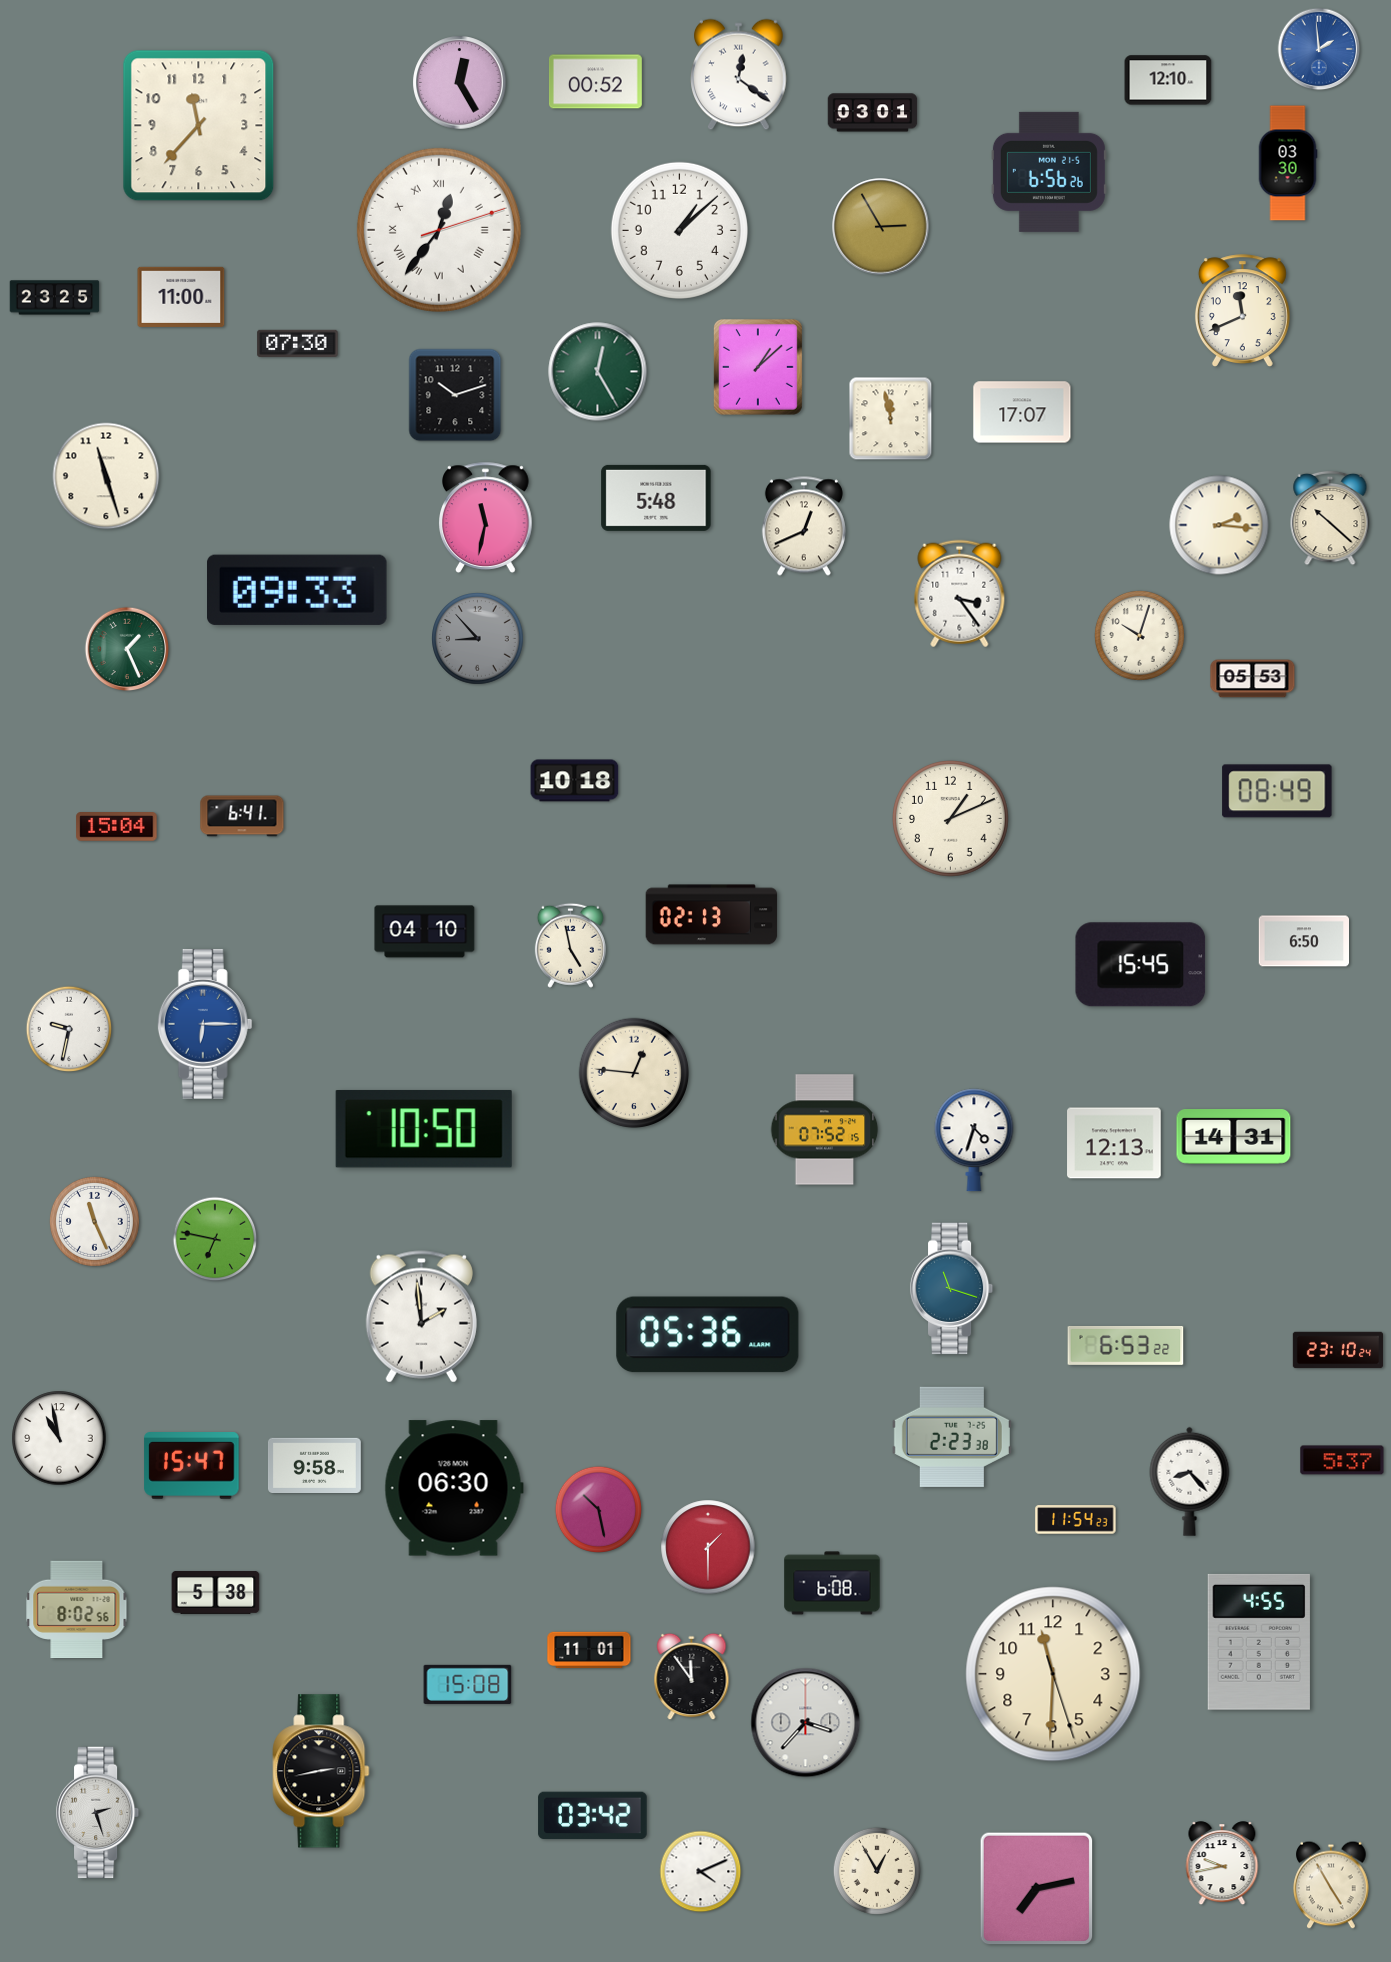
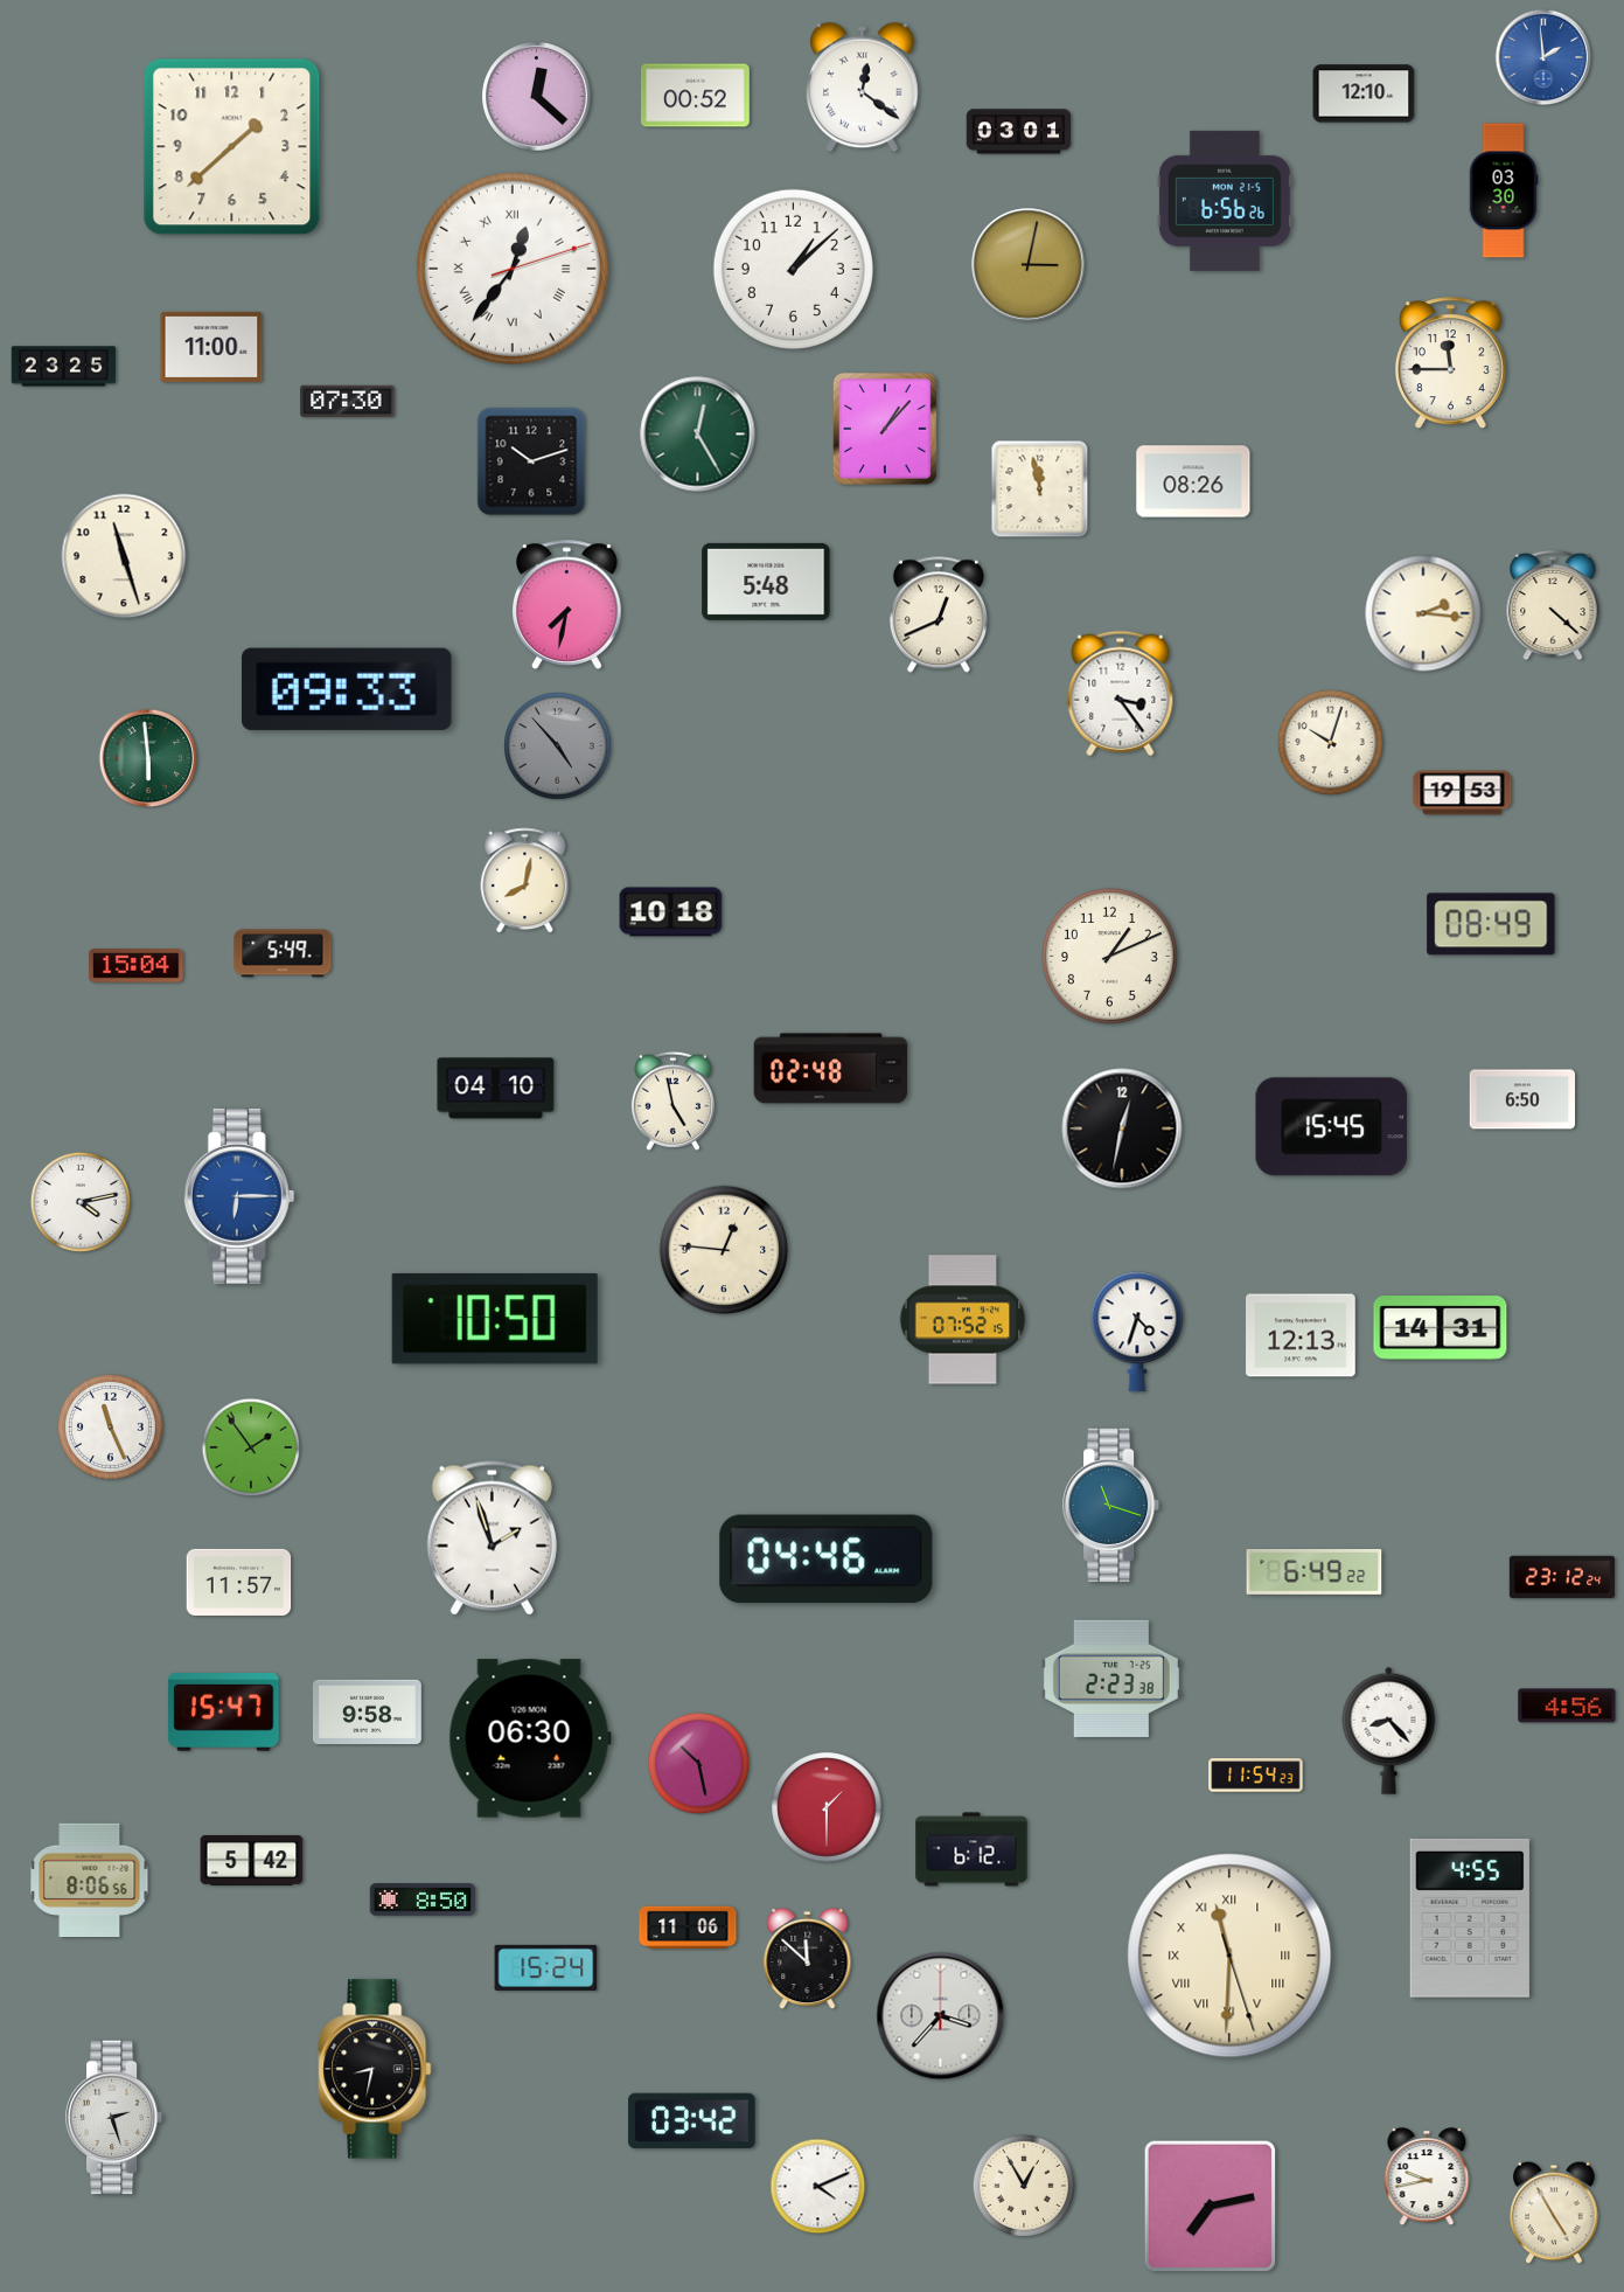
clock at (1319, 49) position: (1319, 49) -> (1543, 57)
clock at (460, 83): 12:25 -> 12:22
clock at (199, 126): 11:37 -> 1:38
clock at (881, 227): 2:55 -> 3:02
clock at (55, 298) position: (55, 298) -> (64, 367)
clock at (1242, 311): 11:41 -> 11:45
clock at (758, 367): 1:08 -> 1:07
clock at (1022, 412): 17:07 -> 08:26
clock at (486, 517): 11:32 -> 7:32
clock at (1330, 518): 10:22 -> 4:22
clock at (478, 639): 8:53 -> 4:53
clock at (127, 649): 1:26 -> 5:59
clock at (1253, 679): 05:53 -> 19:53
clock at (525, 881): none -> 8:02
clock at (242, 816): 6:41 -> 5:49
clock at (712, 915): 02:13 -> 02:48
clock at (570, 945) position: (570, 945) -> (672, 1100)
clock at (1122, 1128): none -> 12:32
clock at (69, 1029): 9:32 -> 4:13
clock at (634, 1073) position: (634, 1073) -> (724, 1250)
clock at (215, 1239): 6:47 -> 1:54
clock at (421, 1317): 1:59 -> 1:57
clock at (708, 1335): 05:36 -> 04:46
clock at (1126, 1345): 6:53 -> 6:49
clock at (1338, 1350): 23:10 -> 23:12
clock at (239, 1582): none -> 11:57
clock at (59, 1438): 10:58 -> none
clock at (1342, 1460): 5:37 -> 4:56
clock at (832, 1583): 6:08 -> 6:12
clock at (216, 1592): 5:38 -> 5:42
clock at (77, 1609): 8:02 -> 8:06
clock at (421, 1899): none -> 8:50
clock at (589, 1650): 11:01 -> 11:06
clock at (1053, 1674) numerals: Arabic -> Roman
clock at (692, 1677): 11:54 -> 11:52
clock at (468, 1684): 15:08 -> 15:24
clock at (806, 1723) position: (806, 1723) -> (941, 2016)
clock at (321, 1771): 2:43 -> 8:32
clock at (1331, 1885) position: (1331, 1885) -> (1554, 2213)
